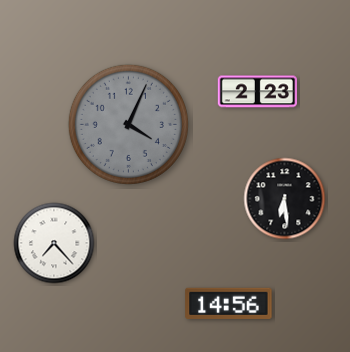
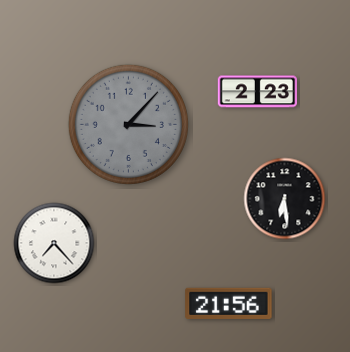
clock at (128, 124): 4:04 -> 3:07
clock at (229, 303): 14:56 -> 21:56
